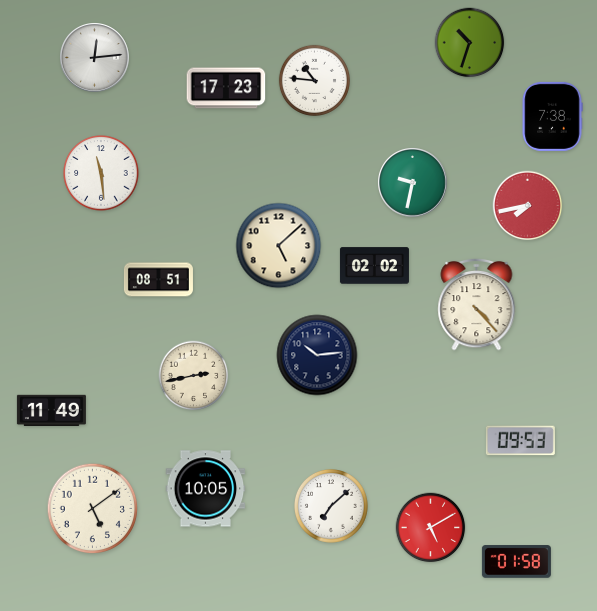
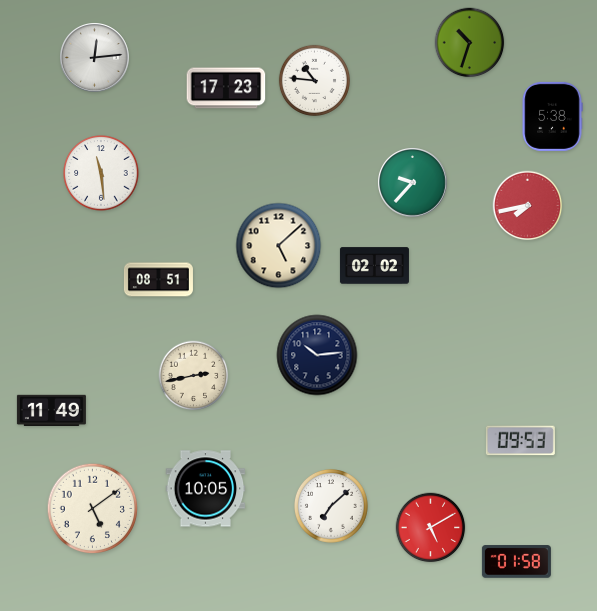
clock at (552, 116): 7:38 -> 5:38
clock at (413, 183): 9:32 -> 9:37
clock at (477, 304): 4:23 -> none
